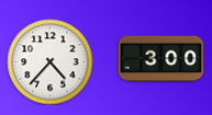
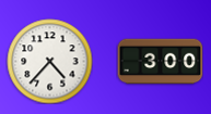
clock at (160, 59) position: (160, 59) -> (160, 62)
